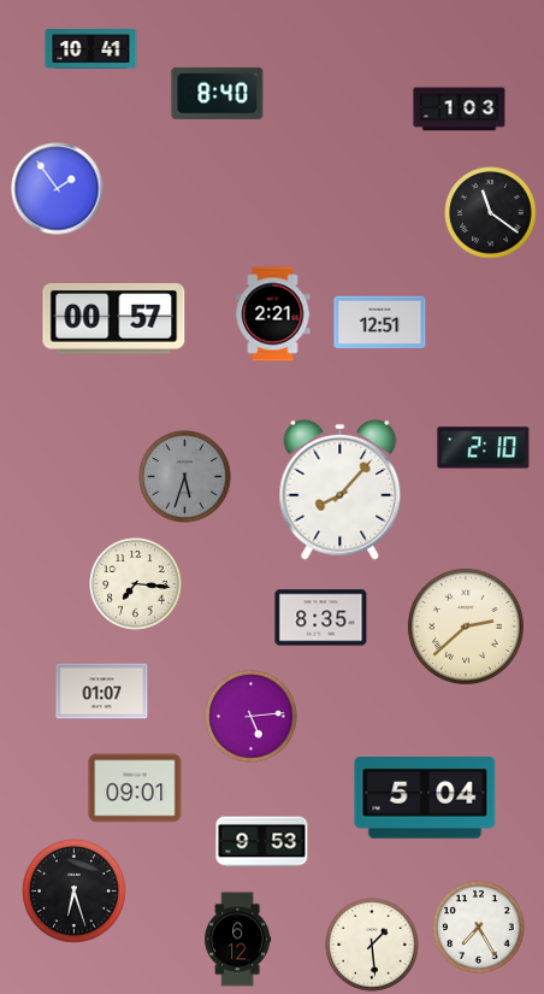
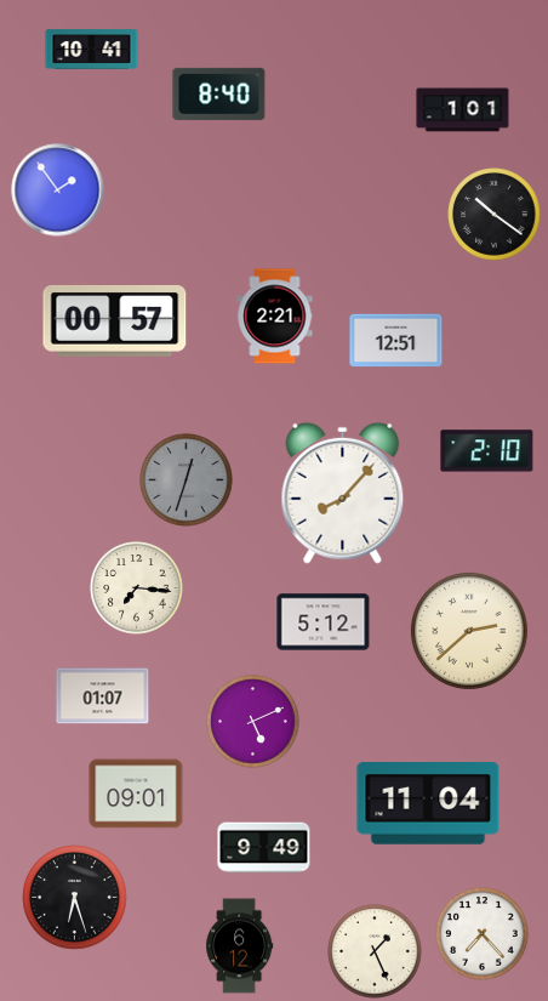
clock at (460, 110): 1:03 -> 1:01
clock at (491, 213): 11:21 -> 10:21
clock at (380, 323) position: (380, 323) -> (396, 341)
clock at (185, 477): 5:33 -> 12:33
clock at (321, 618): 8:35 -> 5:12
clock at (252, 717): 5:14 -> 5:11
clock at (425, 799): 5:04 -> 11:04
clock at (262, 842): 9:53 -> 9:49
clock at (479, 928): 7:25 -> 7:23
clock at (372, 945): 1:29 -> 1:26
